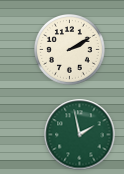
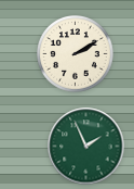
clock at (80, 135): 1:58 -> 1:56
